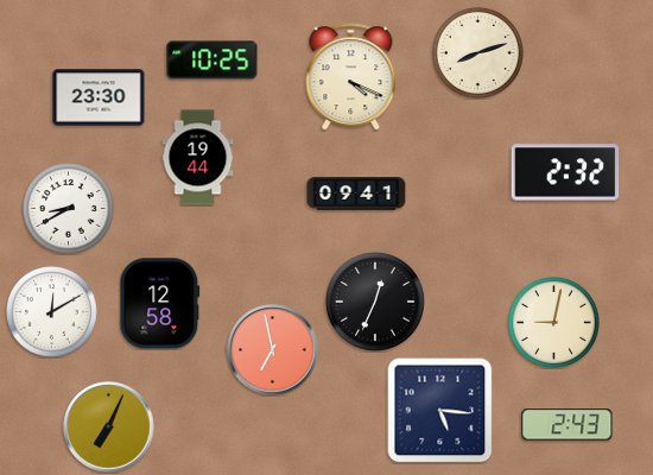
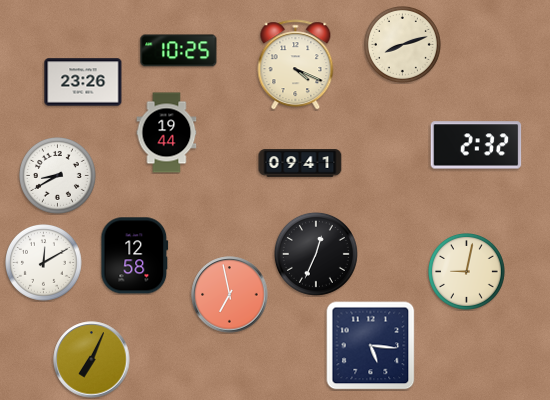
clock at (99, 97): 23:30 -> 23:26
clock at (568, 425): 2:43 -> none
